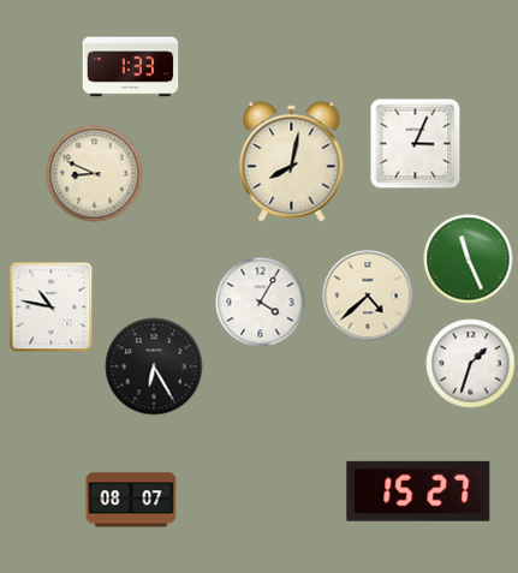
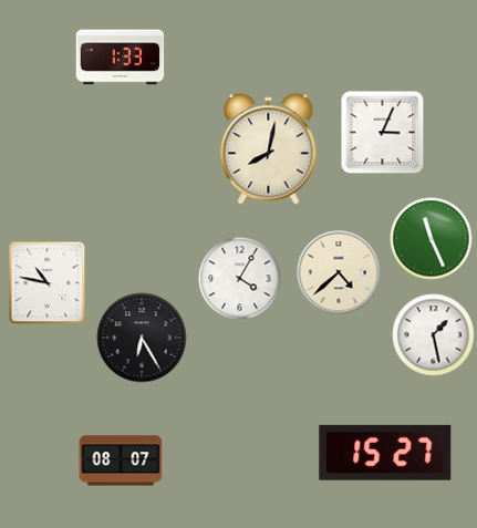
clock at (131, 67) position: (131, 67) -> (121, 58)
clock at (95, 174): 8:49 -> none
clock at (471, 364): 1:33 -> 1:28
